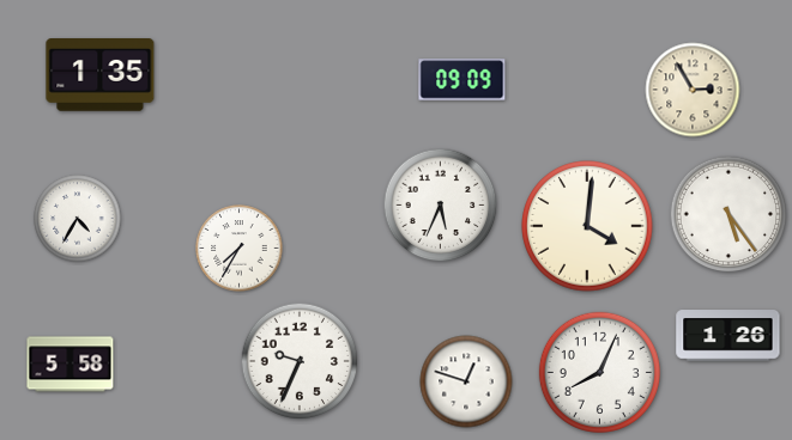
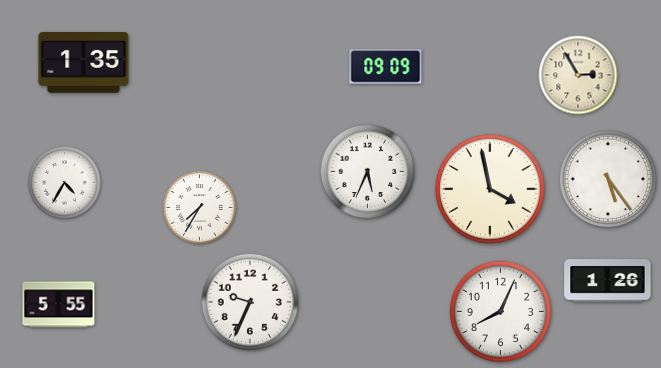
clock at (587, 226): 4:01 -> 3:58
clock at (71, 365): 5:58 -> 5:55
clock at (466, 381): 12:48 -> none
